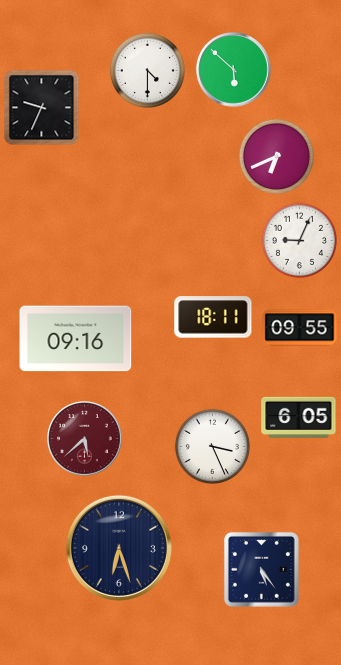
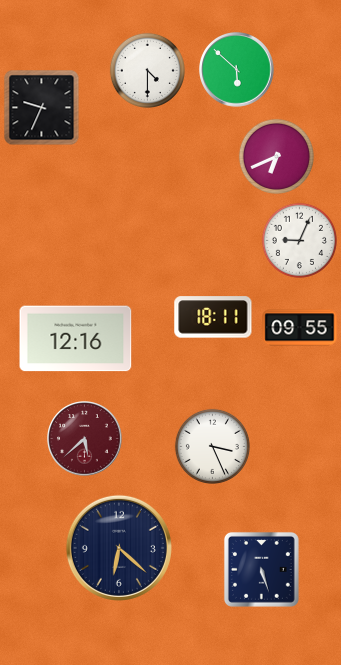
clock at (234, 70) position: (234, 70) -> (237, 70)
clock at (76, 339): 09:16 -> 12:16
clock at (299, 417): 6:05 -> none
clock at (119, 548): 6:27 -> 6:22
clock at (261, 569): 5:24 -> 5:27
